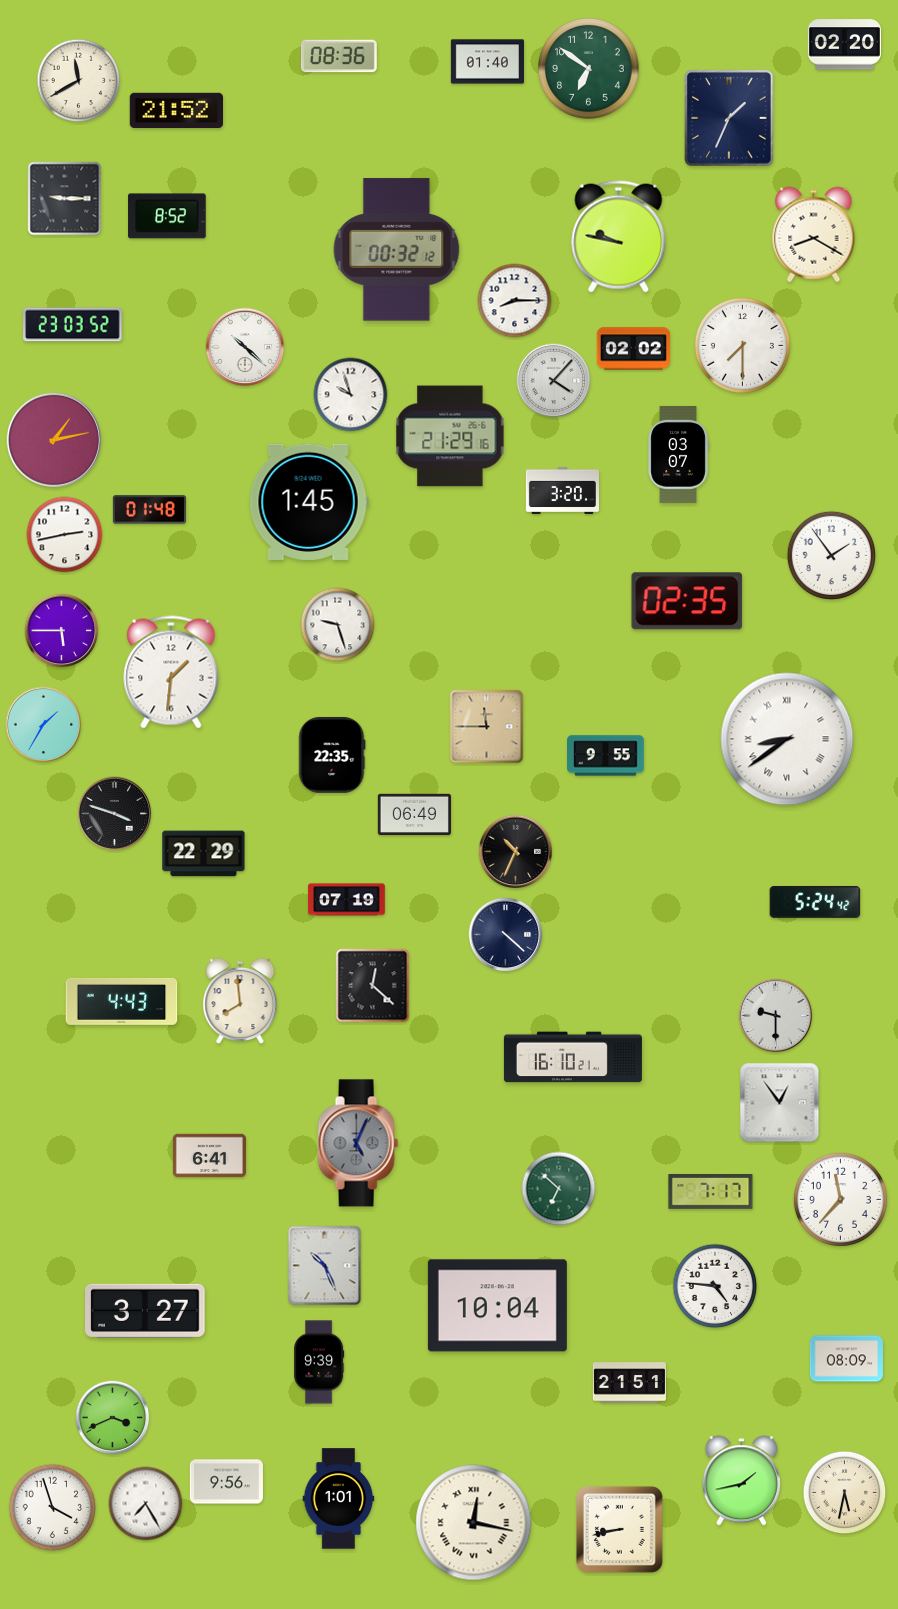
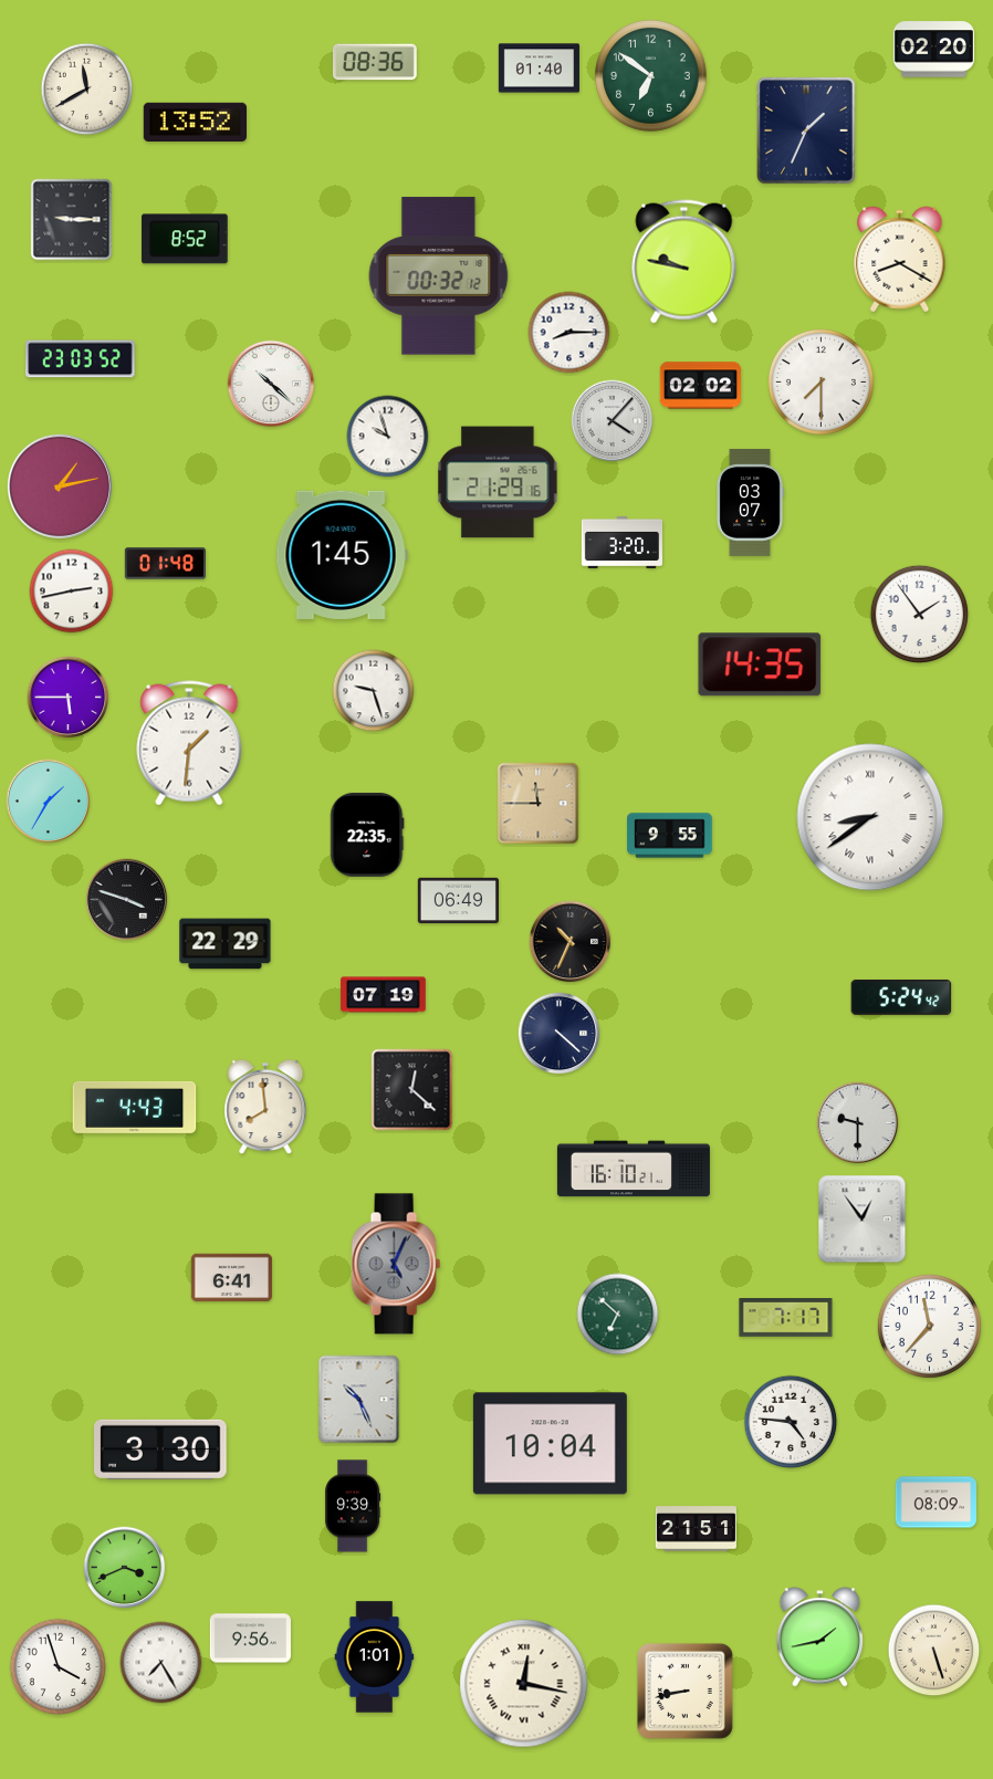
clock at (176, 110): 21:52 -> 13:52
clock at (687, 601): 02:35 -> 14:35
clock at (146, 1311): 3:27 -> 3:30
clock at (845, 1493): 5:32 -> 5:27
